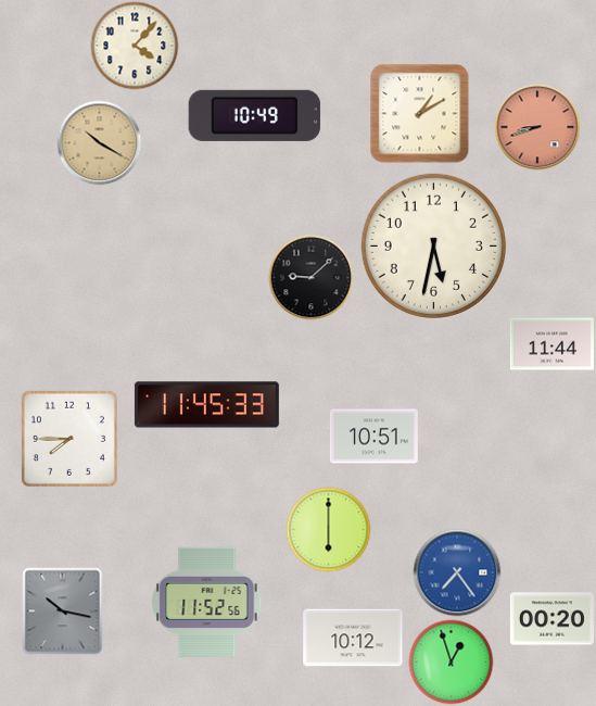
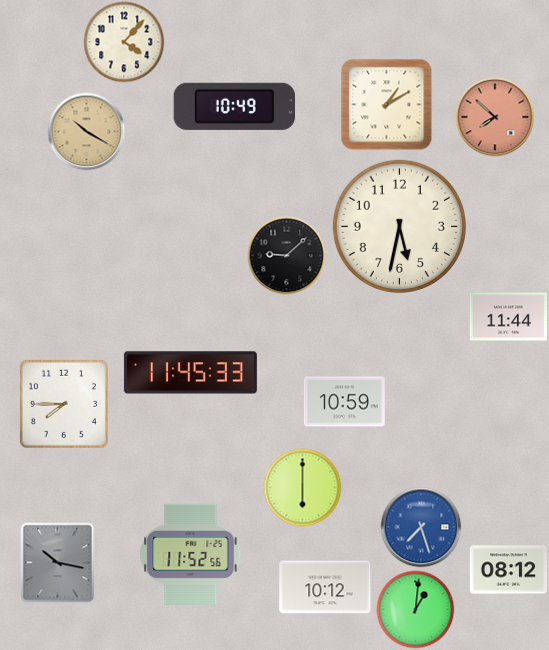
clock at (537, 127): 8:42 -> 7:52
clock at (99, 142) position: (99, 142) -> (86, 131)
clock at (373, 437): 10:51 -> 10:59
clock at (457, 572): 7:24 -> 7:27
clock at (551, 619): 00:20 -> 08:12
clock at (451, 661): 12:57 -> 1:01
